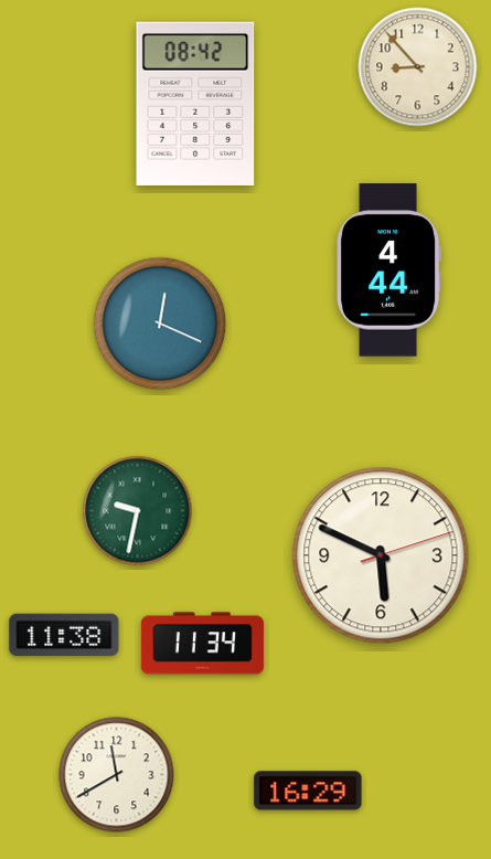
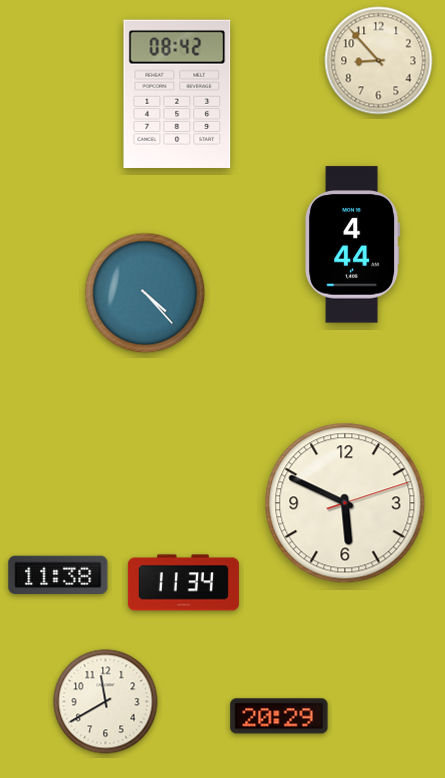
clock at (160, 324): 12:19 -> 4:23
clock at (138, 511): 9:32 -> none
clock at (308, 791): 16:29 -> 20:29
